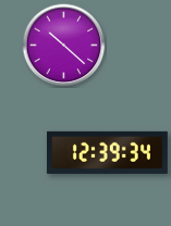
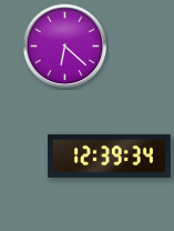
clock at (64, 46): 10:22 -> 6:22
